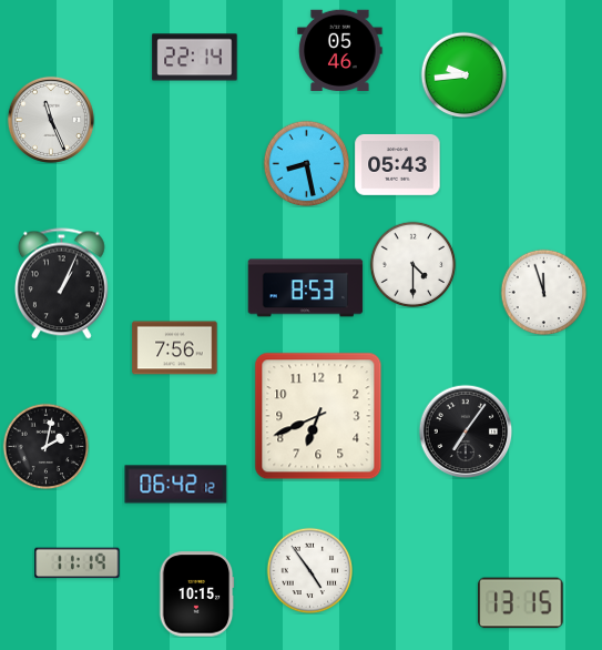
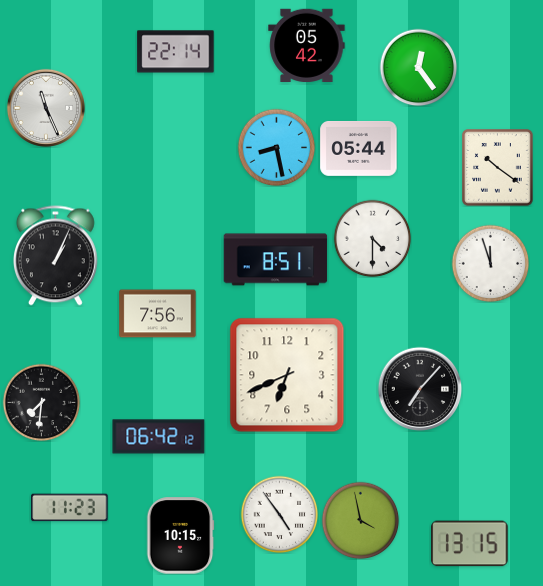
clock at (340, 50): 05:46 -> 05:42
clock at (463, 74): 9:44 -> 12:24
clock at (398, 164): 05:43 -> 05:44
clock at (498, 168): none -> 10:21
clock at (306, 288): 8:53 -> 8:51
clock at (466, 431): 7:06 -> 7:07
clock at (45, 446): 2:02 -> 7:31
clock at (78, 563): 11:19 -> 11:23
clock at (360, 520): none -> 3:58
clock at (196, 595) position: (196, 595) -> (180, 536)
